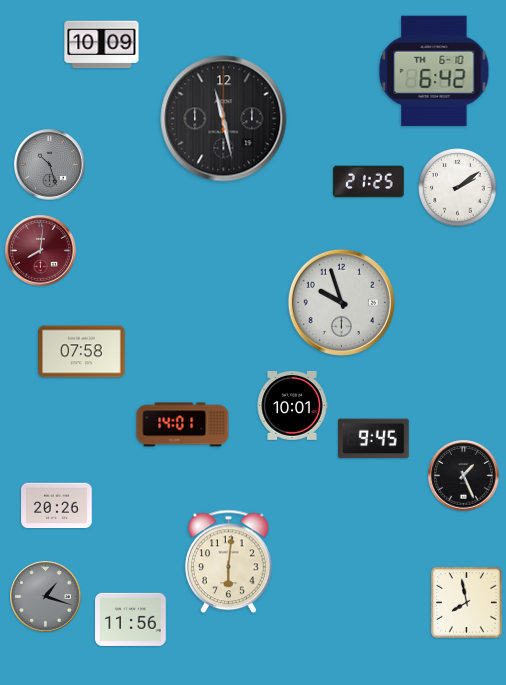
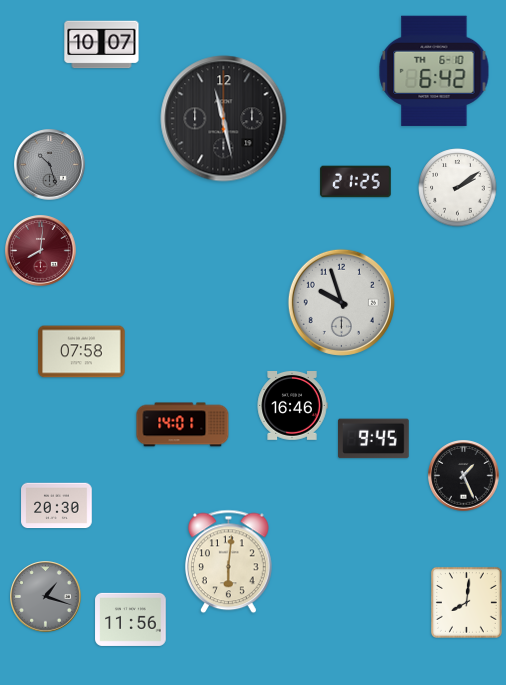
clock at (102, 45): 10:09 -> 10:07
clock at (369, 182) position: (369, 182) -> (356, 182)
clock at (292, 406): 10:01 -> 16:46
clock at (57, 506): 20:26 -> 20:30
clock at (466, 602): 7:58 -> 8:01
